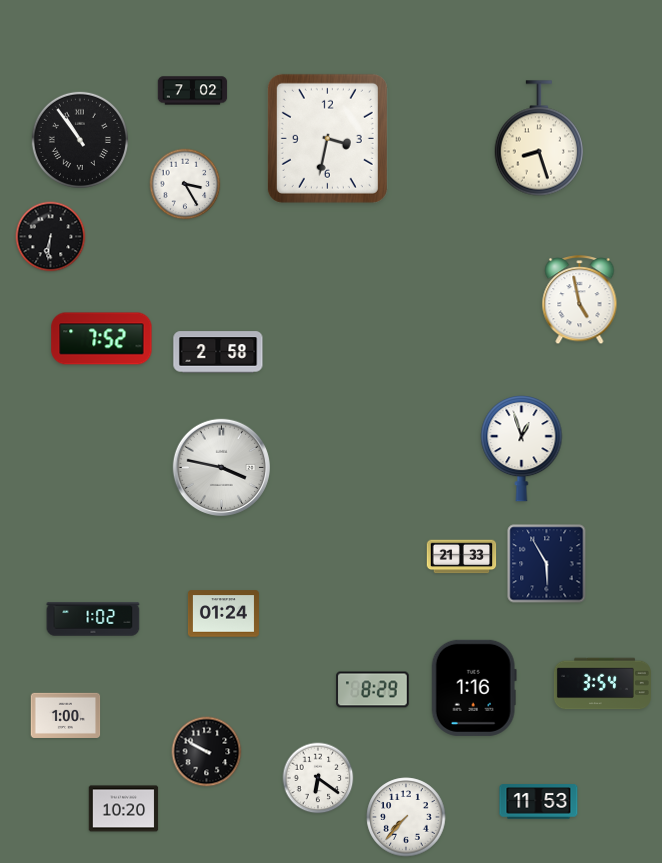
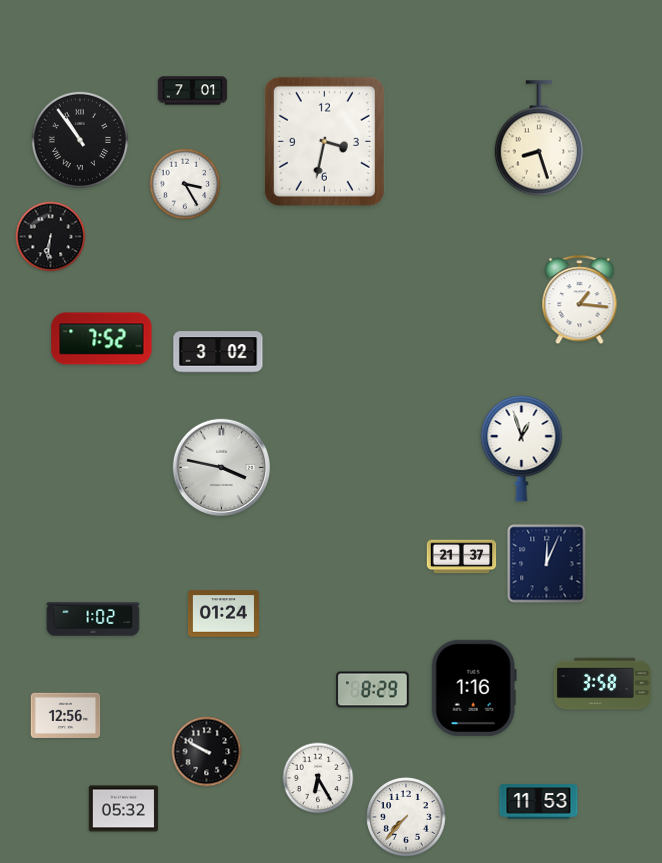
clock at (193, 91): 7:02 -> 7:01
clock at (327, 138) position: (327, 138) -> (324, 141)
clock at (580, 301): 4:58 -> 1:16
clock at (218, 352): 2:58 -> 3:02
clock at (462, 557): 21:33 -> 21:37
clock at (547, 564): 5:55 -> 12:04
clock at (602, 684): 3:54 -> 3:58
clock at (66, 715): 1:00 -> 12:56
clock at (318, 778): 6:21 -> 6:25
clock at (124, 809): 10:20 -> 05:32
